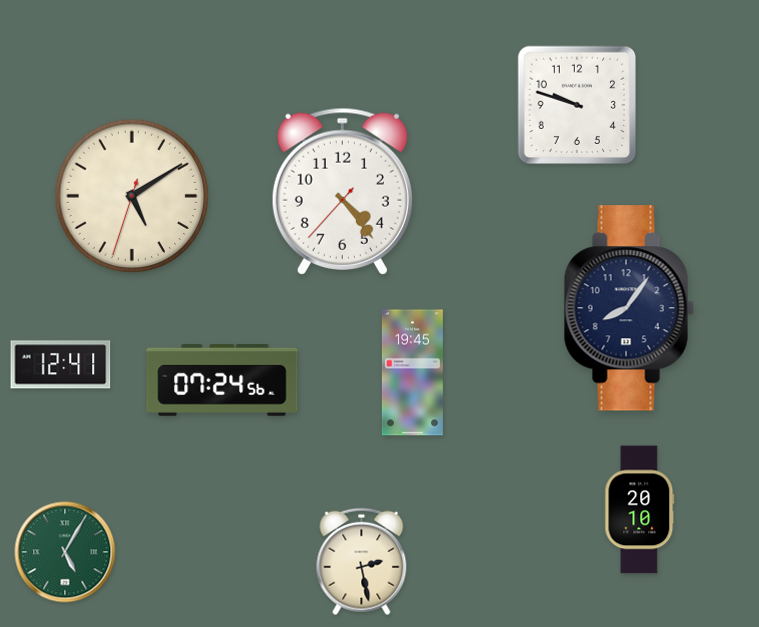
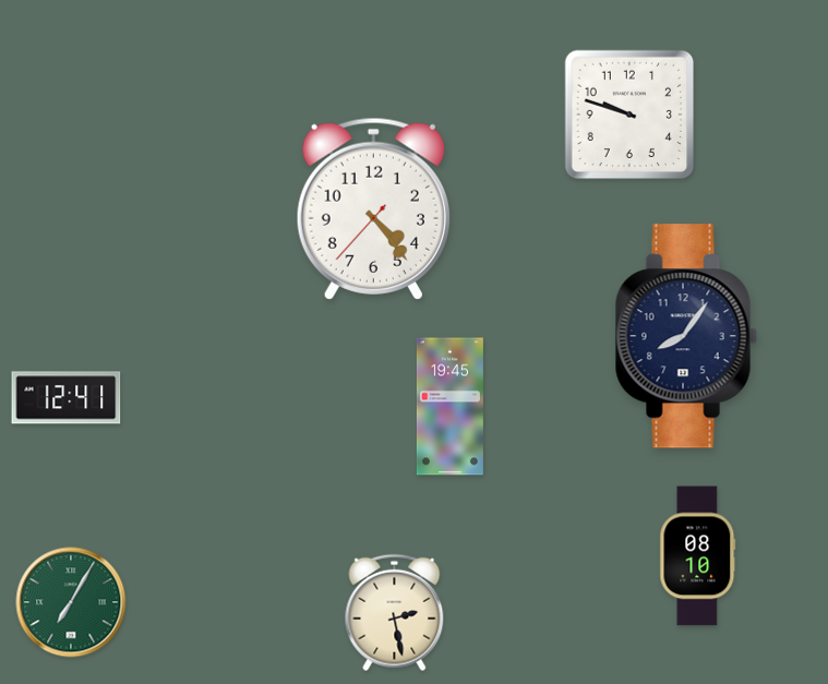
clock at (132, 196): 5:09 -> none
clock at (222, 380): 07:24 -> none
clock at (640, 510): 20:10 -> 08:10
clock at (65, 552): 5:05 -> 7:05
